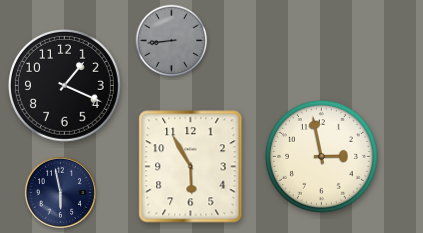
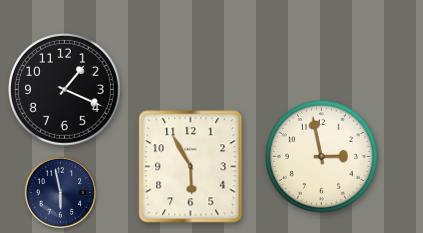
clock at (172, 41): 8:44 -> none
clock at (65, 86) position: (65, 86) -> (65, 90)
